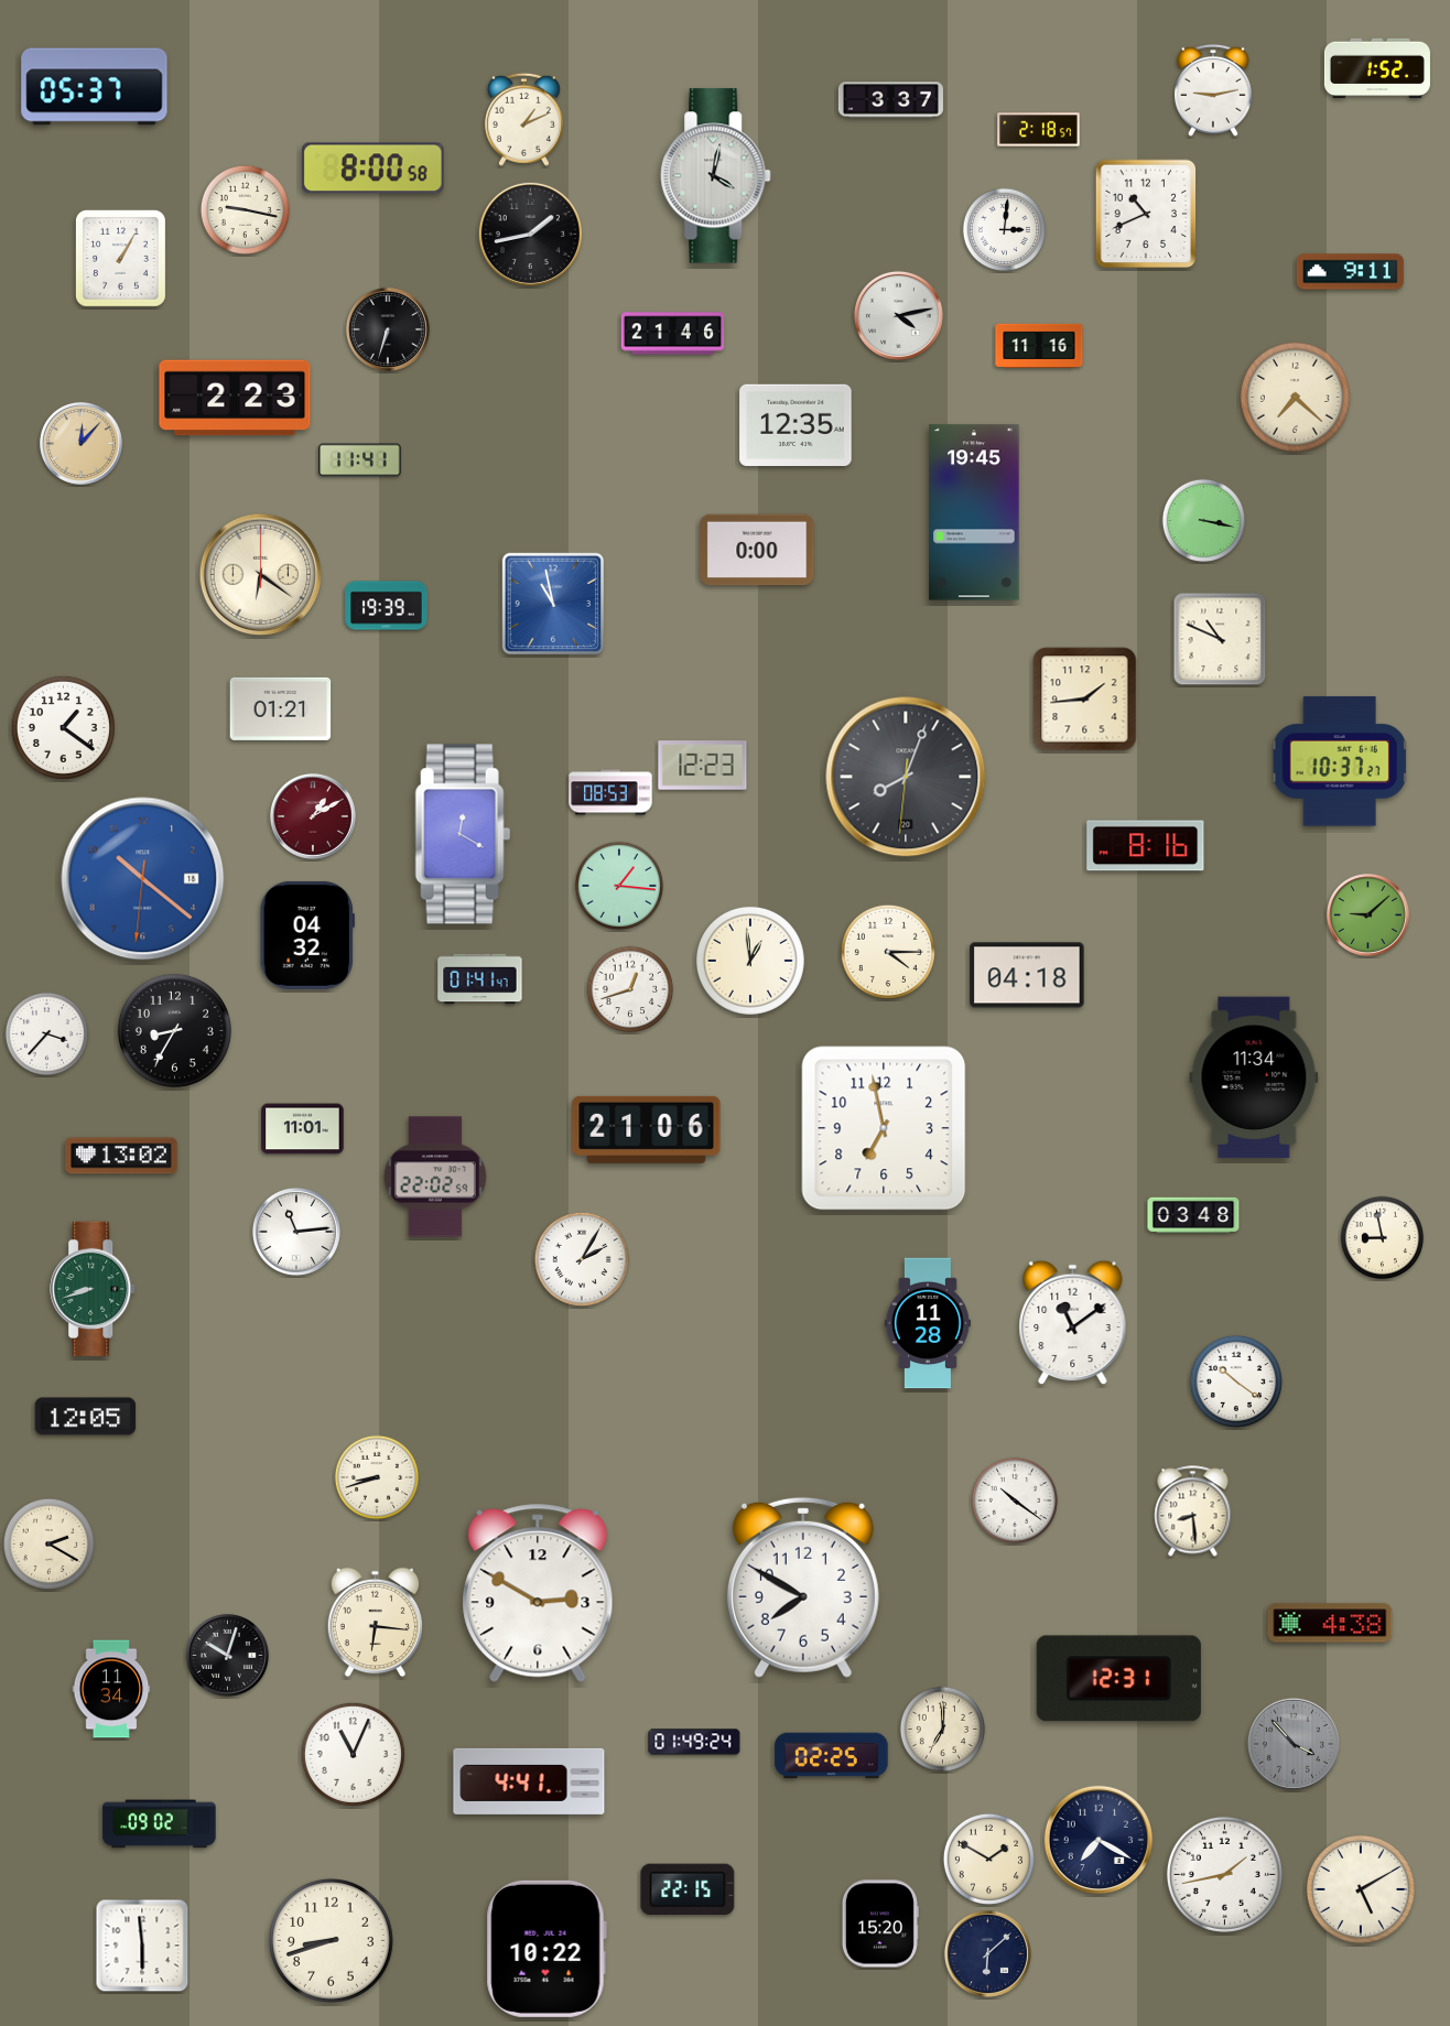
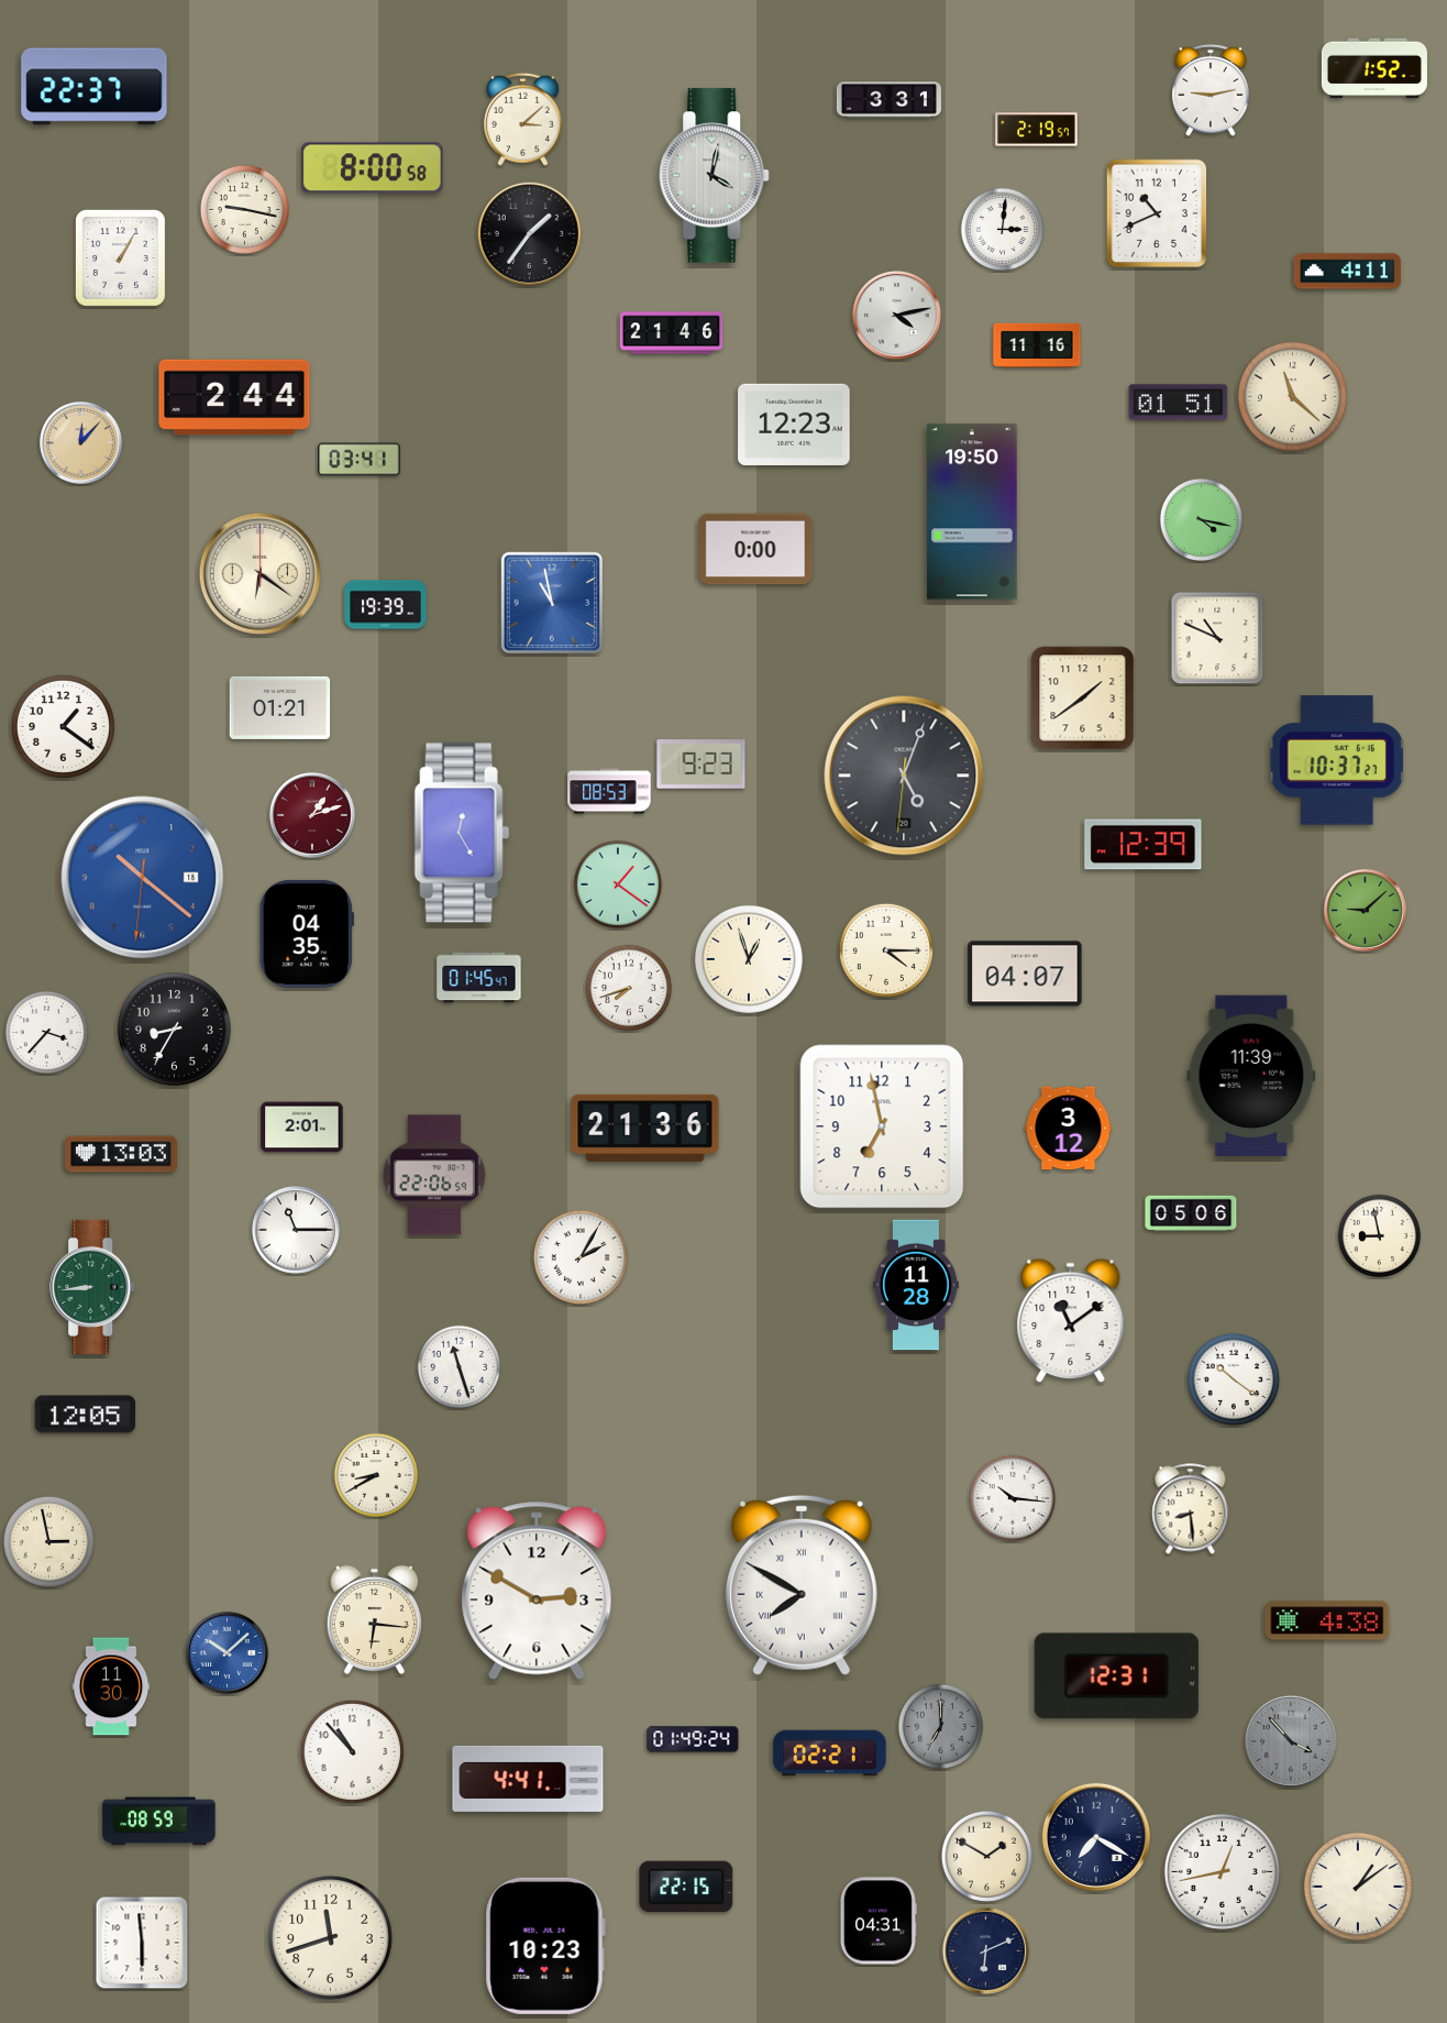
clock at (95, 87): 05:37 -> 22:37
clock at (890, 100): 3:37 -> 3:31
clock at (523, 119): 1:11 -> 3:08
clock at (1039, 130): 2:18 -> 2:19
clock at (1146, 214) position: (1146, 214) -> (1157, 213)
clock at (530, 234): 1:43 -> 1:36
clock at (1350, 272): 9:11 -> 4:11
clock at (388, 329): 6:33 -> none
clock at (1295, 397): 7:22 -> 11:22
clock at (235, 398): 2:23 -> 2:44
clock at (1179, 403): none -> 01:51
clock at (796, 424): 12:35 -> 12:23
clock at (360, 461): 11:41 -> 03:41
clock at (974, 512): 19:45 -> 19:50
clock at (1204, 521): 3:17 -> 4:17
clock at (1085, 700): 1:44 -> 1:39
clock at (703, 766): 12:23 -> 9:23
clock at (906, 777): 8:03 -> 5:03
clock at (313, 816): 1:10 -> 1:12
clock at (463, 834): 12:20 -> 12:25
clock at (1146, 846): 8:16 -> 12:39
clock at (618, 885): 1:16 -> 1:21
clock at (1367, 914) position: (1367, 914) -> (1365, 910)
clock at (307, 935): 04:32 -> 04:35
clock at (750, 961): 12:59 -> 12:57
clock at (1027, 975): 04:18 -> 04:07
clock at (480, 979): 01:41 -> 01:45
clock at (629, 988): 12:42 -> 7:42
clock at (1254, 1077): 11:34 -> 11:39
clock at (303, 1129): 11:01 -> 2:01
clock at (647, 1129): 21:06 -> 21:36
clock at (1069, 1129): none -> 3:12
clock at (121, 1156): 13:02 -> 13:03
clock at (435, 1177): 22:02 -> 22:06
clock at (1193, 1215): 03:48 -> 05:06
clock at (296, 1232): 11:14 -> 11:15
clock at (94, 1289): 8:42 -> 8:44
clock at (928, 1323) position: (928, 1323) -> (916, 1285)
clock at (460, 1367): none -> 11:27
clock at (377, 1477): 8:42 -> 8:40
clock at (1014, 1499): 10:21 -> 10:16
clock at (48, 1543): 2:20 -> 2:58
clock at (803, 1588) numerals: Arabic -> Roman
clock at (227, 1655): 10:03 -> 10:08
clock at (227, 1655) dial: black -> blue
clock at (111, 1689): 11:34 -> 11:30
clock at (943, 1730) dial: cream -> grey
clock at (353, 1754): 11:04 -> 10:53
clock at (832, 1756): 02:25 -> 02:21
clock at (160, 1824): 09:02 -> 08:59
clock at (1224, 1874): 1:43 -> 12:43
clock at (1361, 1889): 5:10 -> 1:09
clock at (880, 1924): 15:20 -> 04:31
clock at (331, 1940): 8:42 -> 11:42
clock at (547, 1949): 10:22 -> 10:23
clock at (987, 1953): 6:08 -> 6:11
